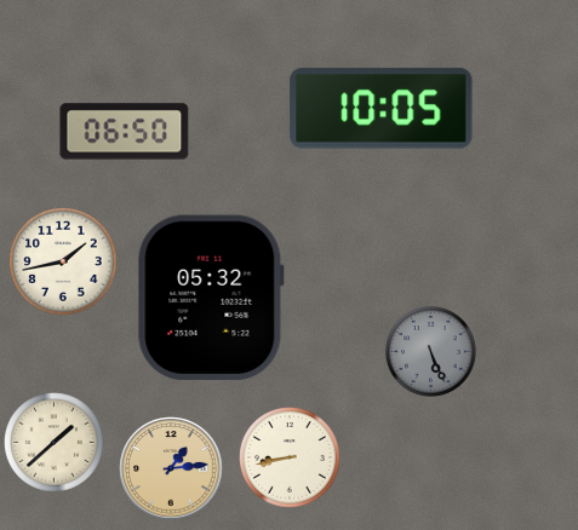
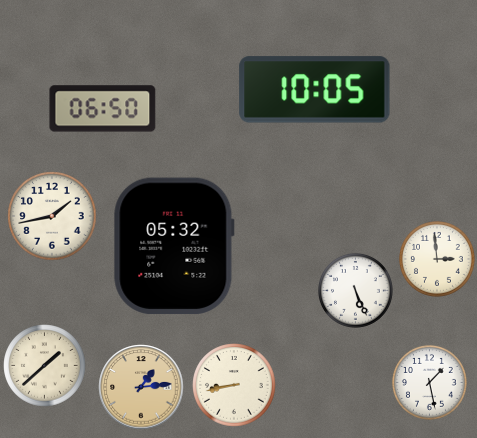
clock at (438, 260): none -> 2:59
clock at (430, 352) dial: grey -> white
clock at (290, 457) position: (290, 457) -> (234, 385)
clock at (429, 383): none -> 1:28
